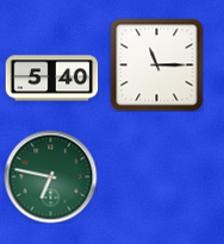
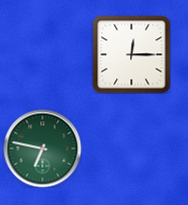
clock at (156, 64): 11:15 -> 12:15
clock at (51, 79): 5:40 -> none
